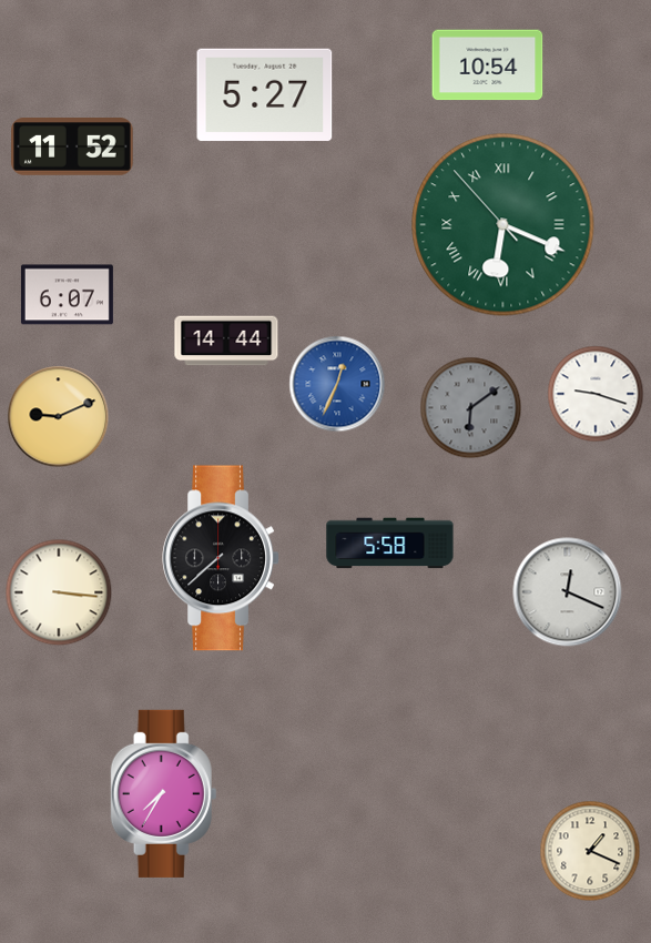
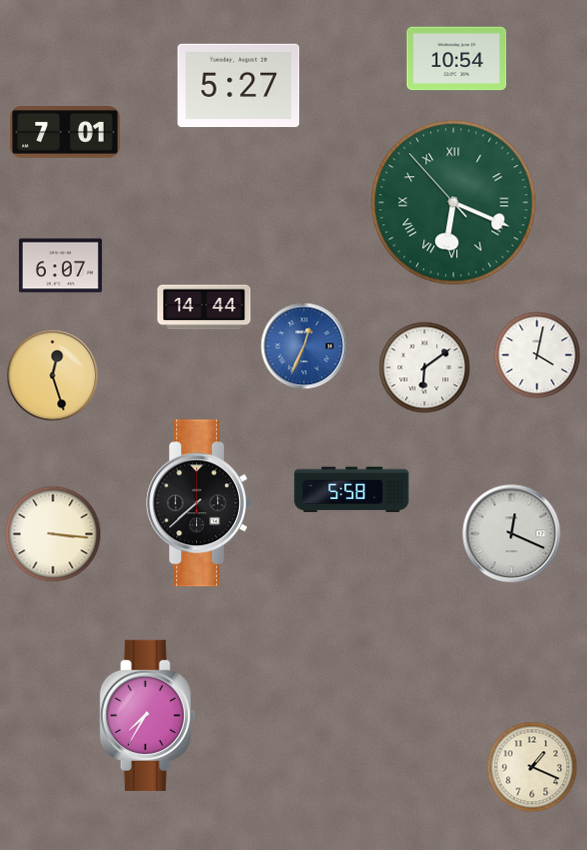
clock at (488, 65) position: (488, 65) -> (457, 59)
clock at (72, 148): 11:52 -> 7:01
clock at (596, 394): 9:18 -> 4:02
clock at (471, 408) dial: grey -> white
clock at (59, 417): 9:11 -> 12:27
